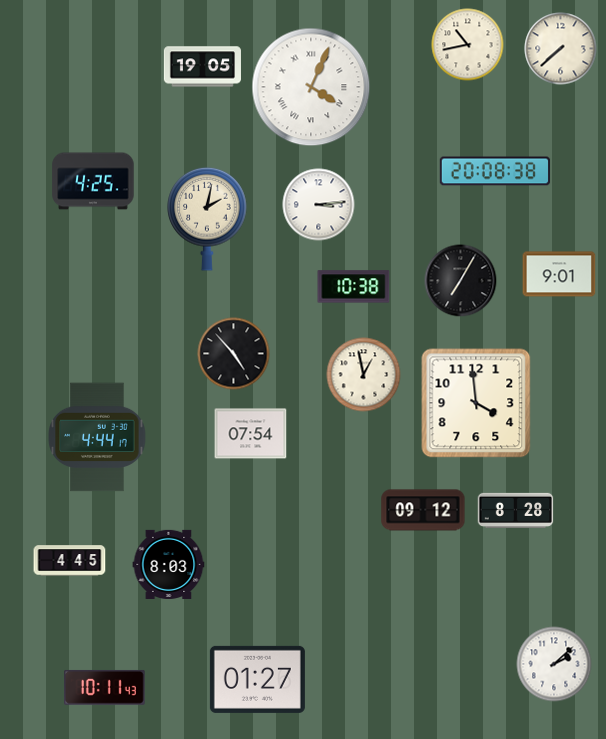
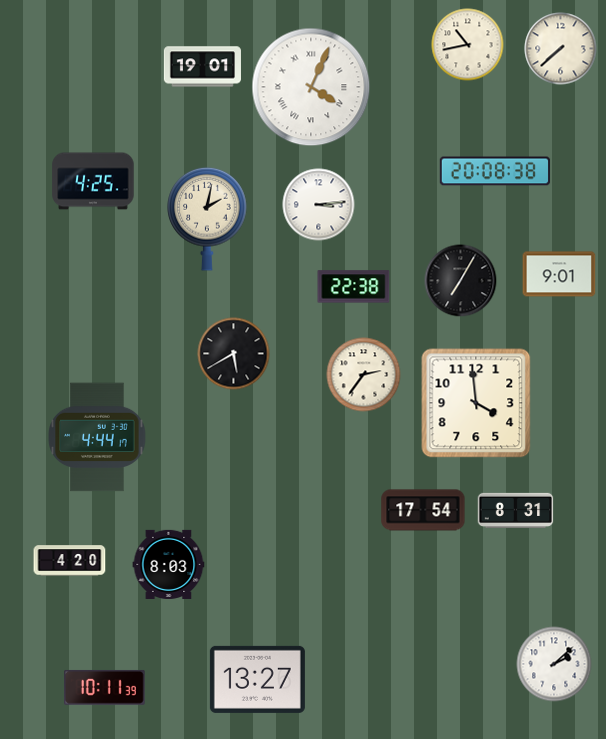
clock at (202, 67): 19:05 -> 19:01
clock at (354, 287): 10:38 -> 22:38
clock at (234, 354): 4:53 -> 5:40
clock at (364, 375): 12:58 -> 2:36
clock at (251, 434): 07:54 -> none
clock at (423, 510): 09:12 -> 17:54
clock at (516, 510): 8:28 -> 8:31
clock at (70, 561): 4:45 -> 4:20
clock at (257, 679): 01:27 -> 13:27
clock at (105, 688): 10:11:43 -> 10:11:39
